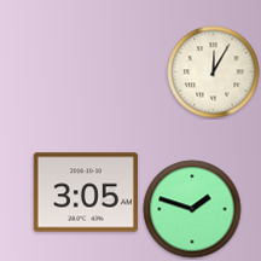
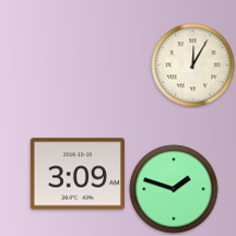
clock at (86, 192): 3:05 -> 3:09
